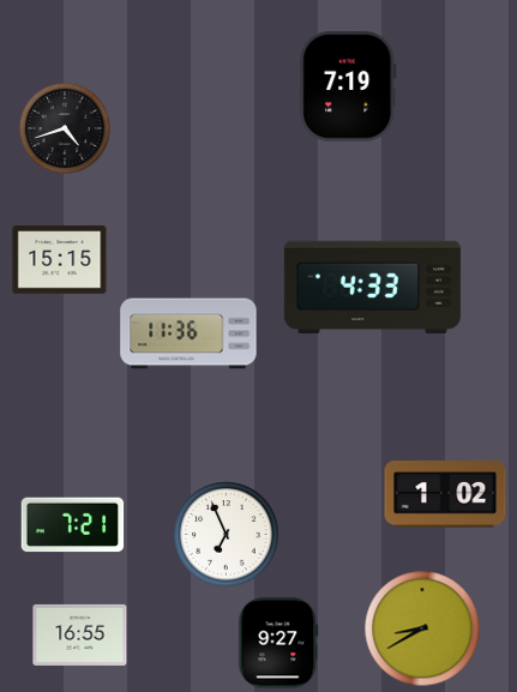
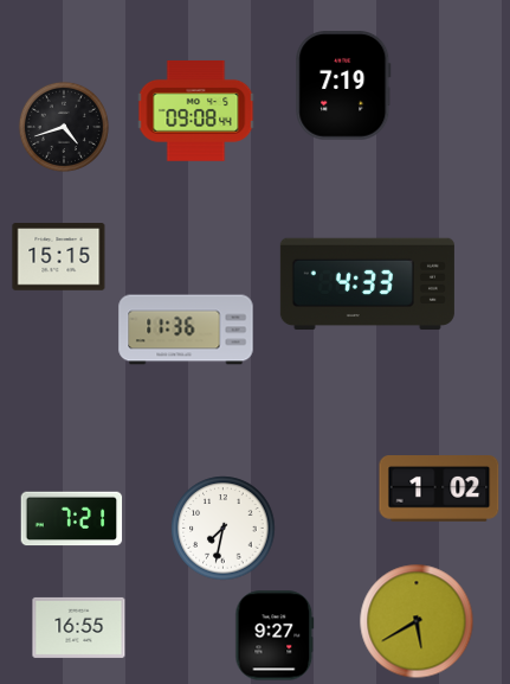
clock at (196, 110): none -> 09:08
clock at (227, 535): 6:56 -> 7:32
clock at (422, 628): 8:40 -> 5:40
